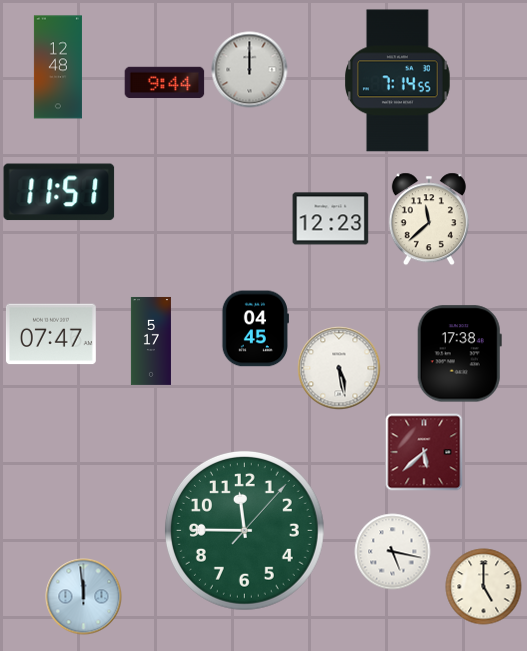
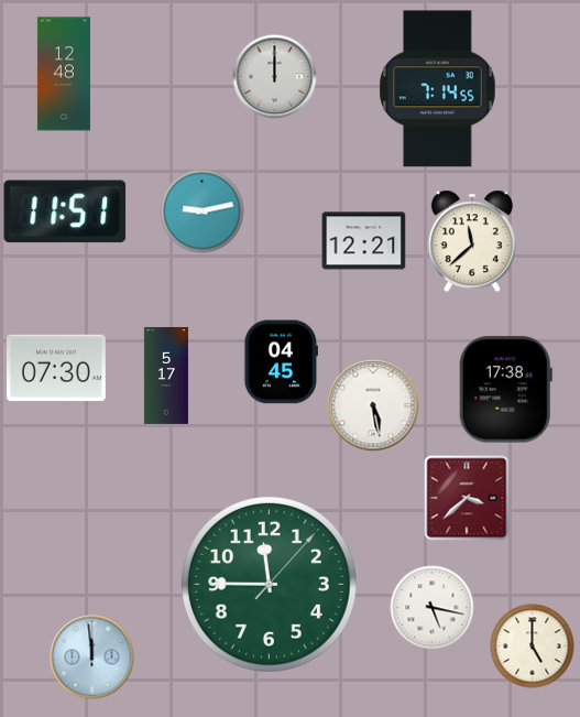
clock at (165, 83): 9:44 -> none
clock at (203, 211): none -> 9:13
clock at (331, 219): 12:23 -> 12:21
clock at (51, 334): 07:47 -> 07:30
clock at (424, 452): 5:38 -> 3:38
